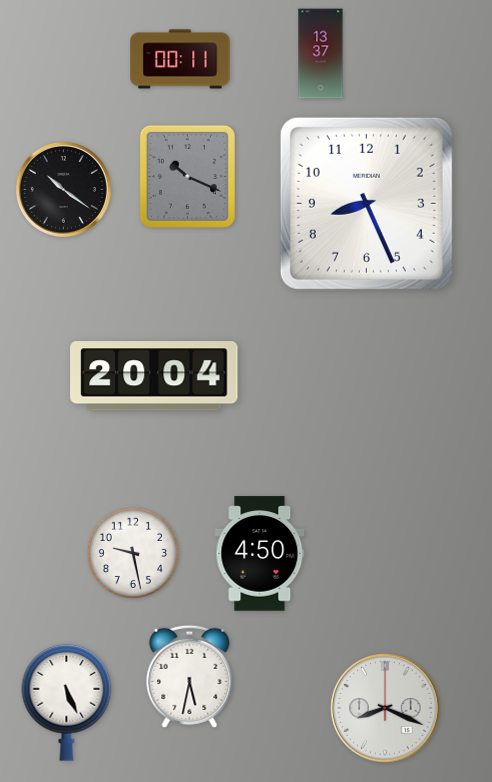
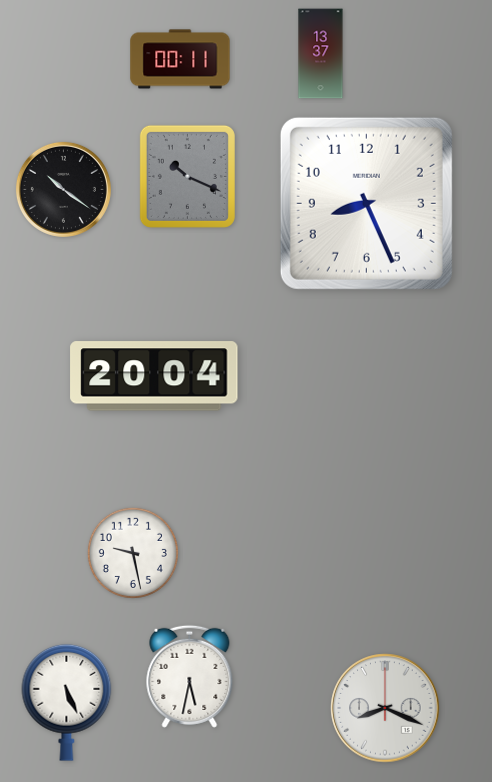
clock at (260, 554): 4:50 -> none
